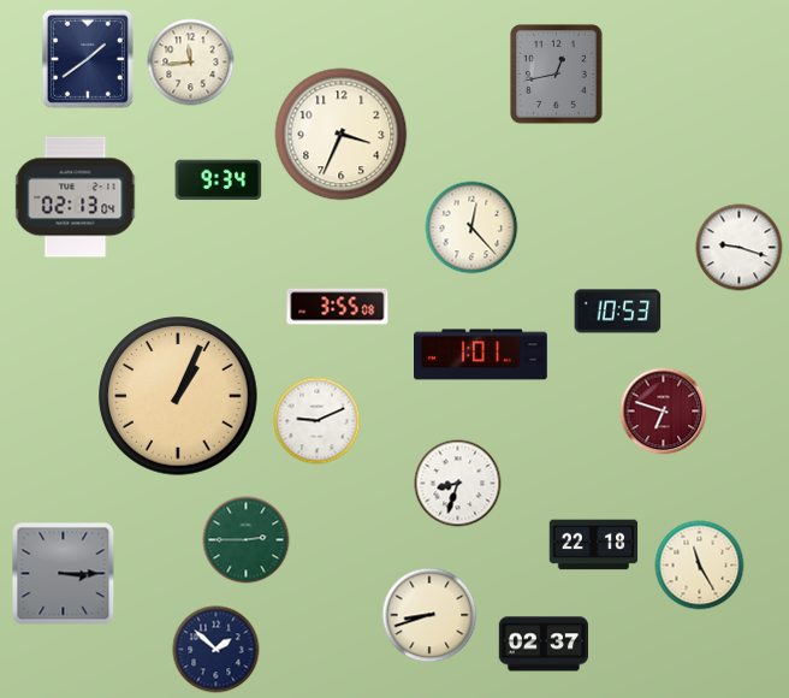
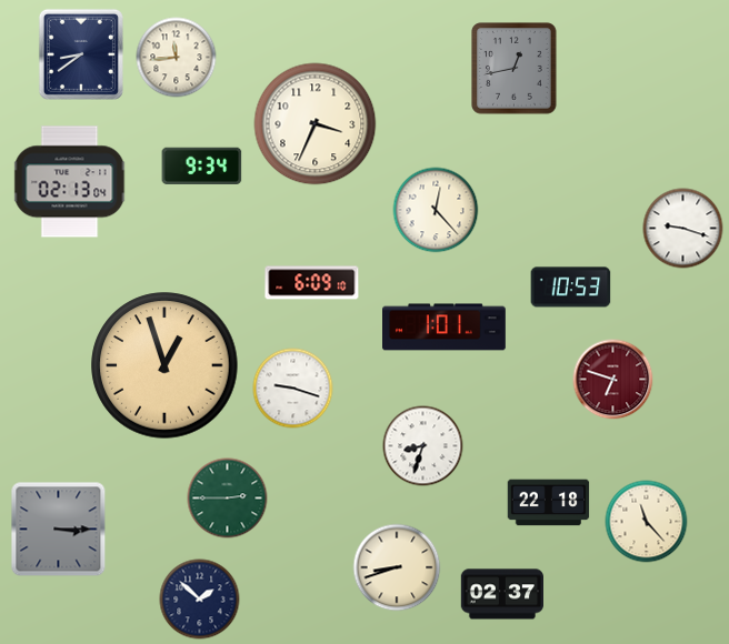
clock at (88, 59): 1:39 -> 8:39
clock at (338, 307): 3:55 -> 6:09
clock at (178, 396): 1:04 -> 12:57
clock at (318, 421): 9:11 -> 9:18
clock at (700, 566): 11:25 -> 11:23
